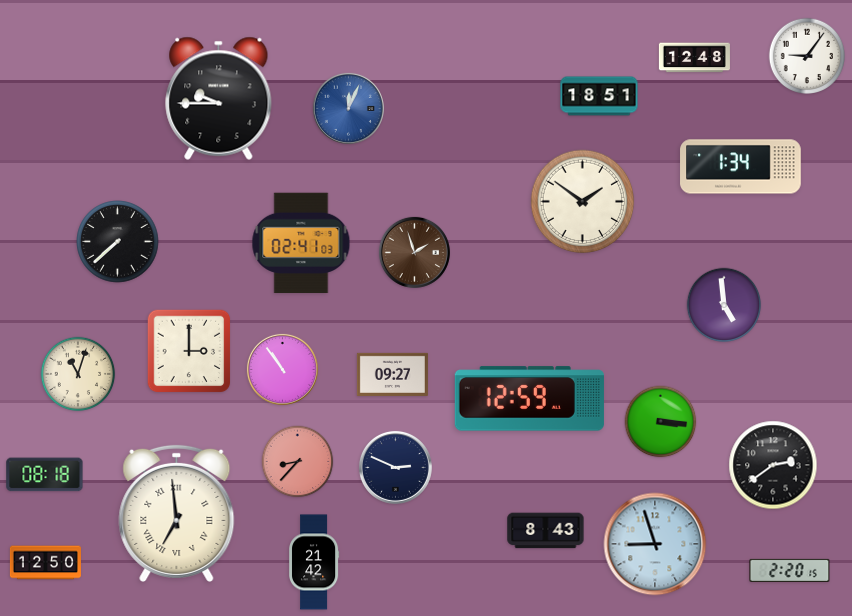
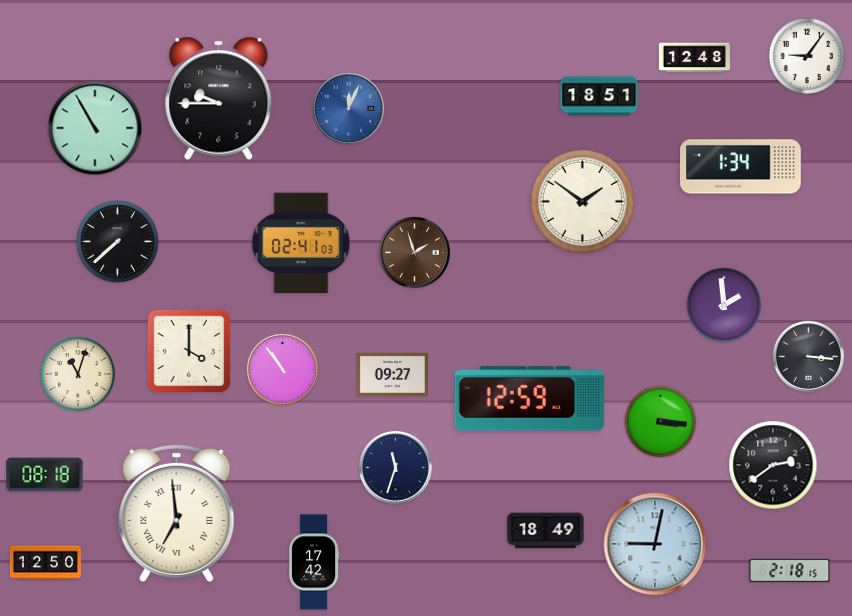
clock at (95, 128): none -> 10:55
clock at (724, 305): 4:59 -> 1:59
clock at (189, 351): 3:00 -> 4:00
clock at (808, 356): none -> 3:16
clock at (298, 462): 8:37 -> none
clock at (395, 467): 2:49 -> 11:33
clock at (546, 531): 8:43 -> 18:49
clock at (655, 544): 8:57 -> 9:02
clock at (315, 562): 21:42 -> 17:42
clock at (790, 570): 2:20 -> 2:18
